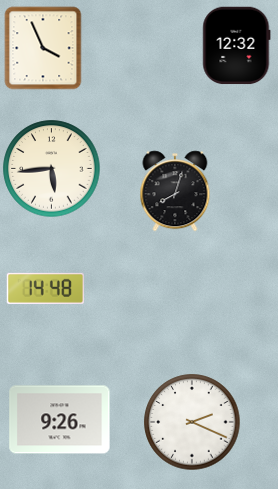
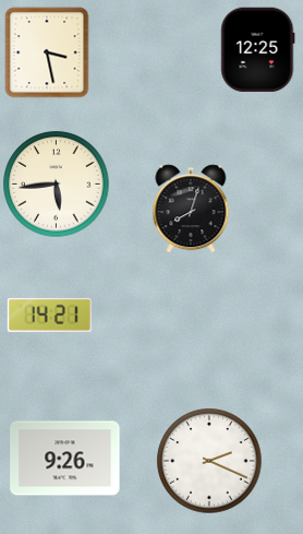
clock at (237, 45): 12:32 -> 12:25
clock at (43, 48): 3:56 -> 3:28
clock at (45, 288): 14:48 -> 14:21
